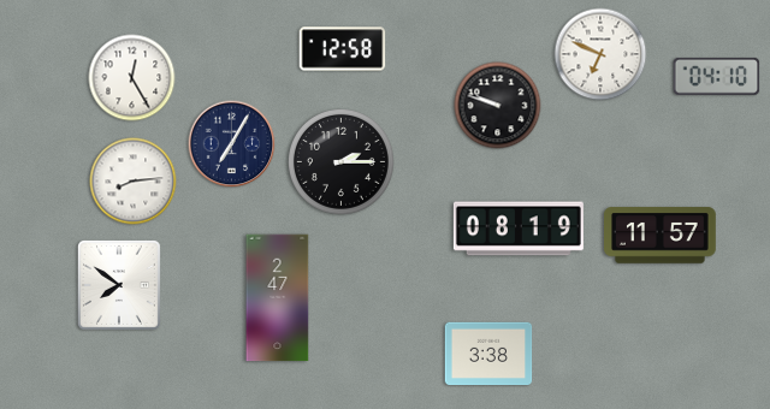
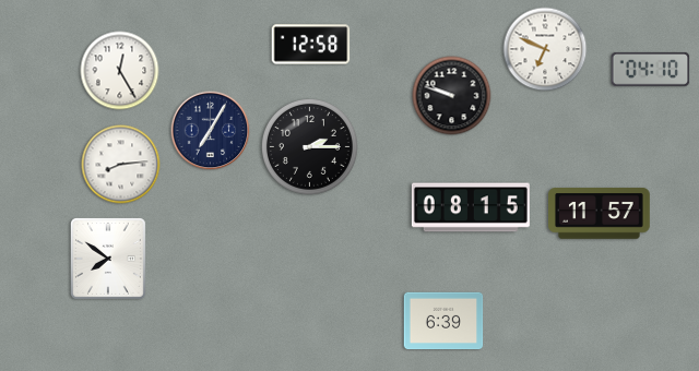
clock at (519, 229): 08:19 -> 08:15
clock at (278, 298): 2:47 -> none
clock at (488, 354): 3:38 -> 6:39
